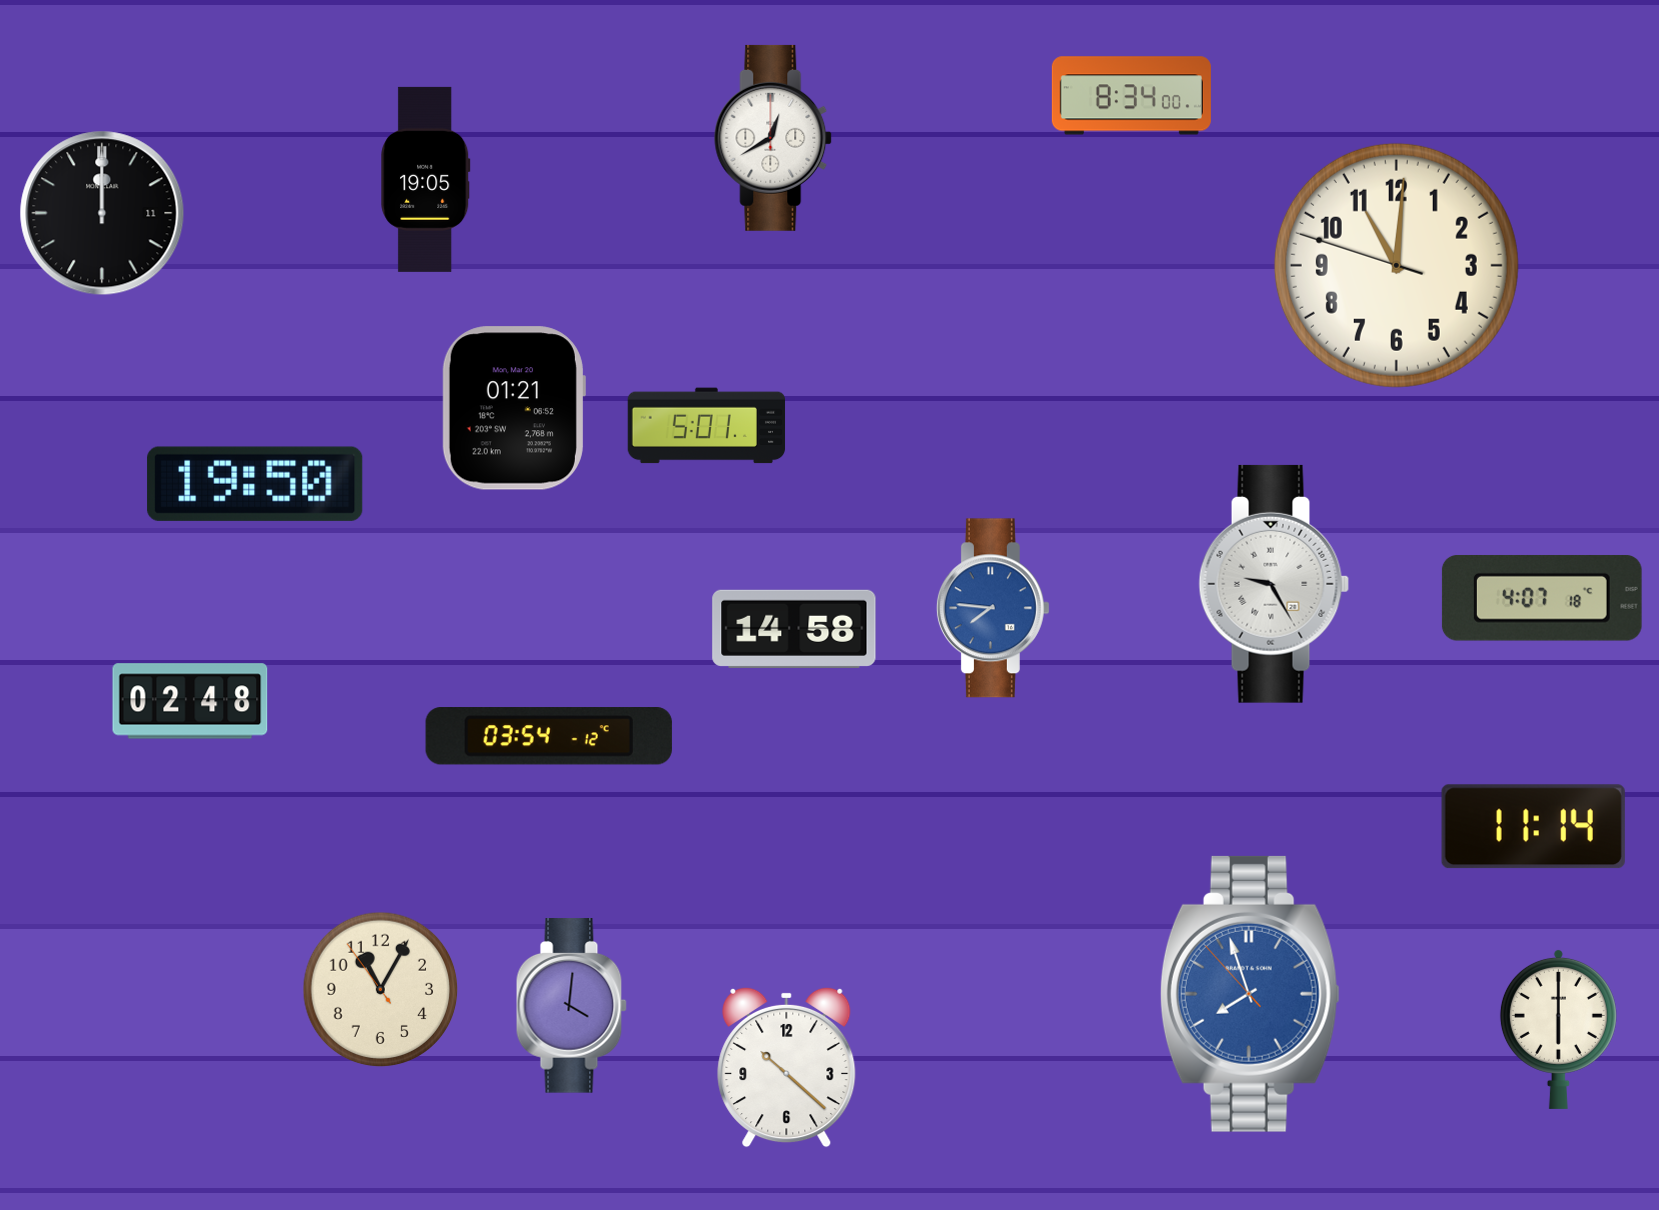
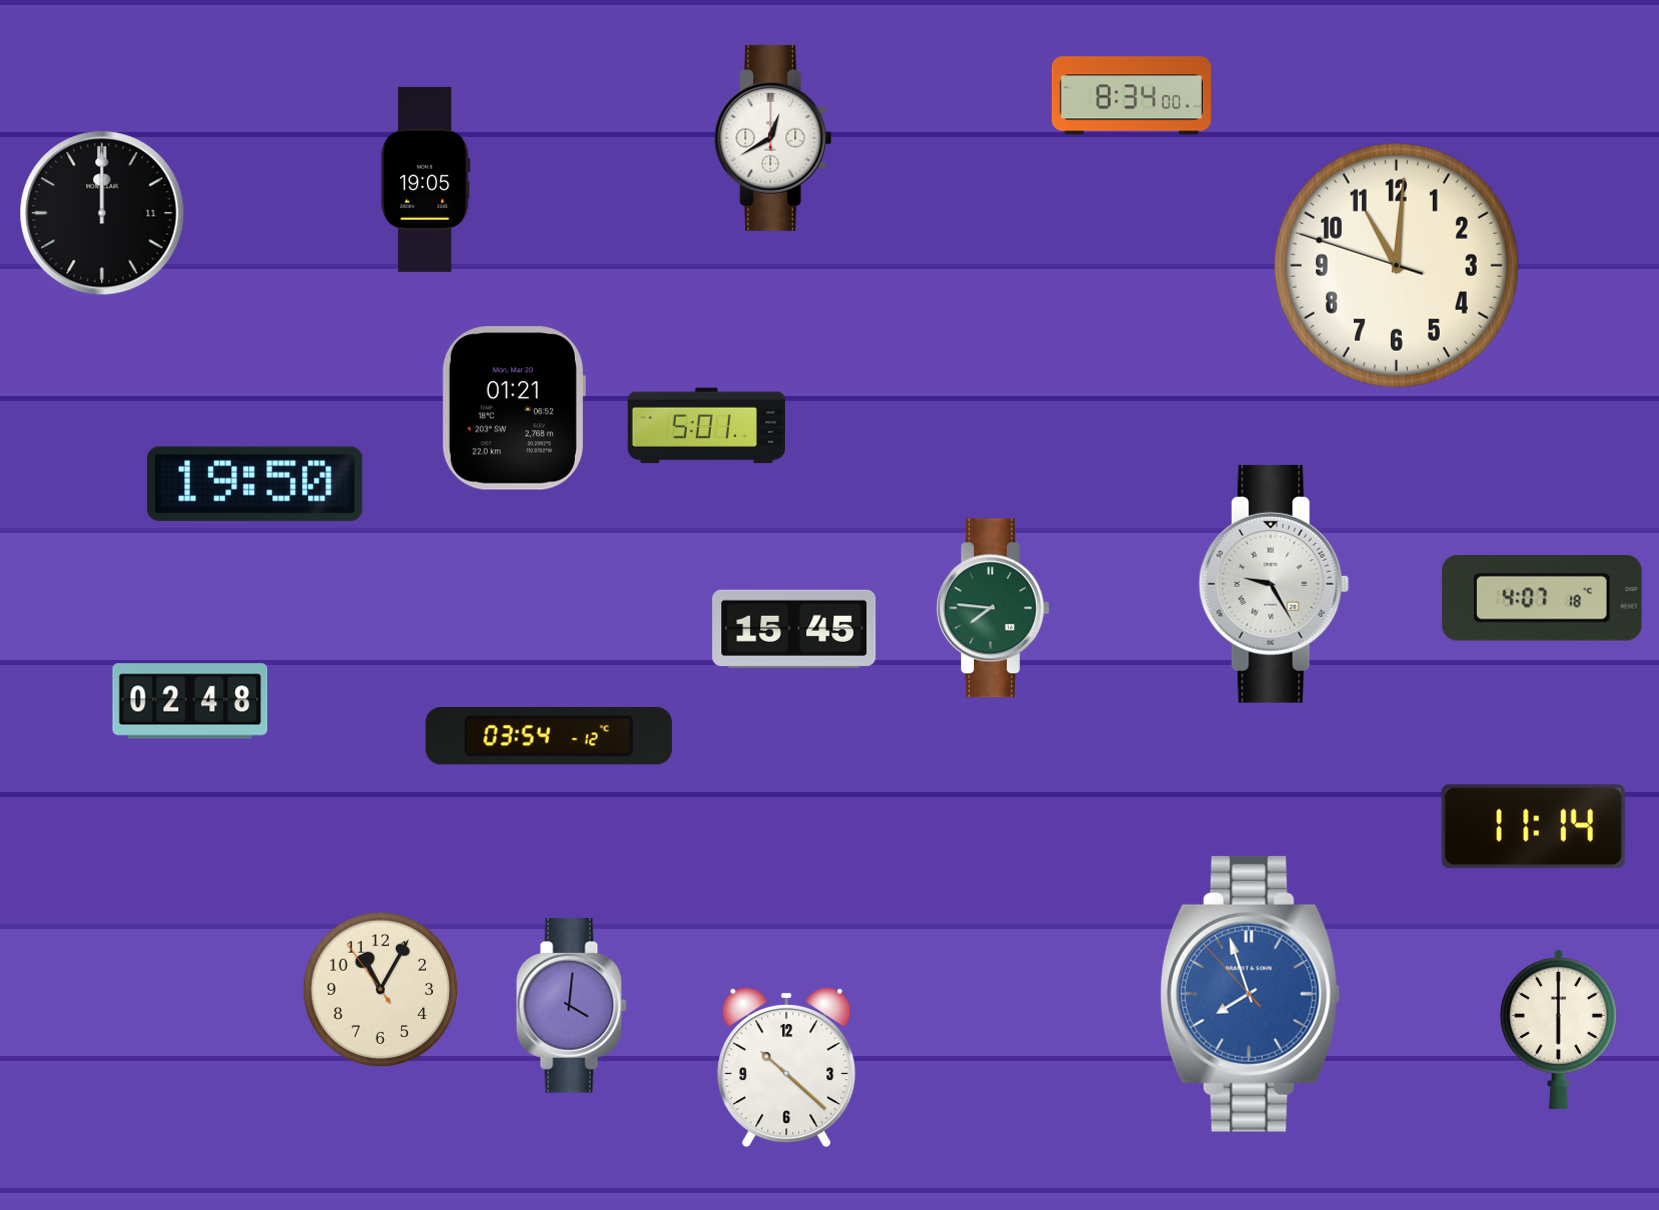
clock at (993, 608) dial: blue -> green
clock at (794, 629): 14:58 -> 15:45
